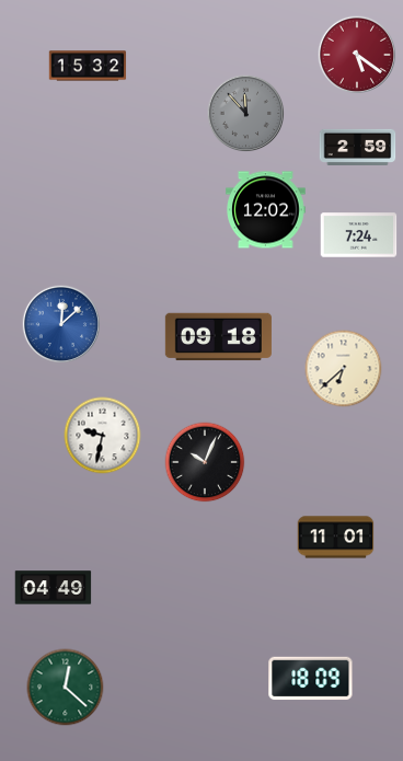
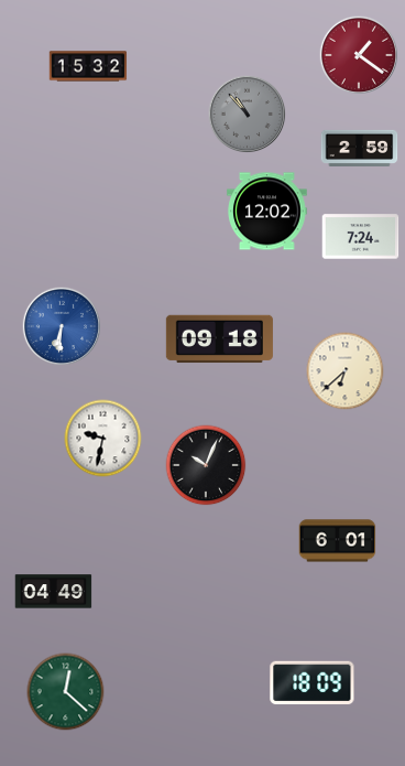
clock at (356, 54): 5:21 -> 1:21
clock at (246, 114): 11:53 -> 10:53
clock at (60, 323): 12:08 -> 6:31
clock at (336, 538): 11:01 -> 6:01
